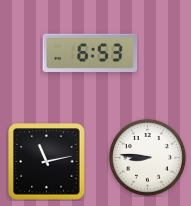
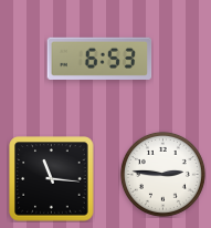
clock at (147, 157): 8:46 -> 2:46
clock at (47, 162): 11:13 -> 11:16
